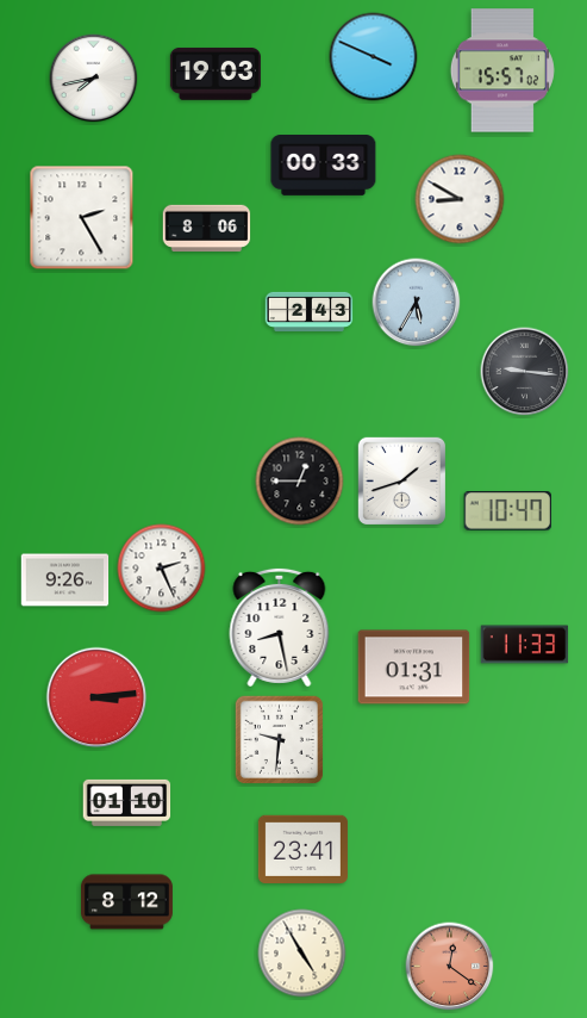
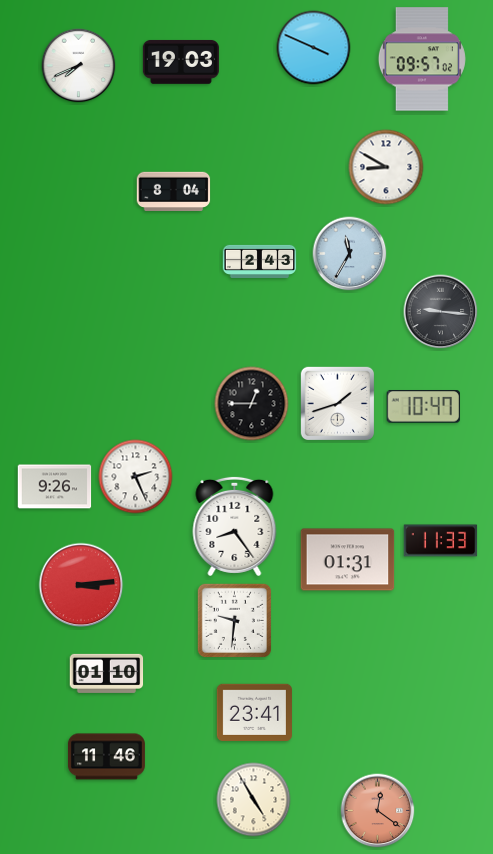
clock at (502, 70): 15:57 -> 09:57
clock at (94, 79): 7:43 -> 7:41
clock at (324, 166): 00:33 -> none
clock at (82, 218): 2:25 -> none
clock at (207, 228): 8:06 -> 8:04
clock at (417, 303): 5:35 -> 11:35
clock at (507, 511) position: (507, 511) -> (423, 407)
clock at (280, 627): 8:28 -> 8:24
clock at (126, 902): 8:12 -> 11:46
